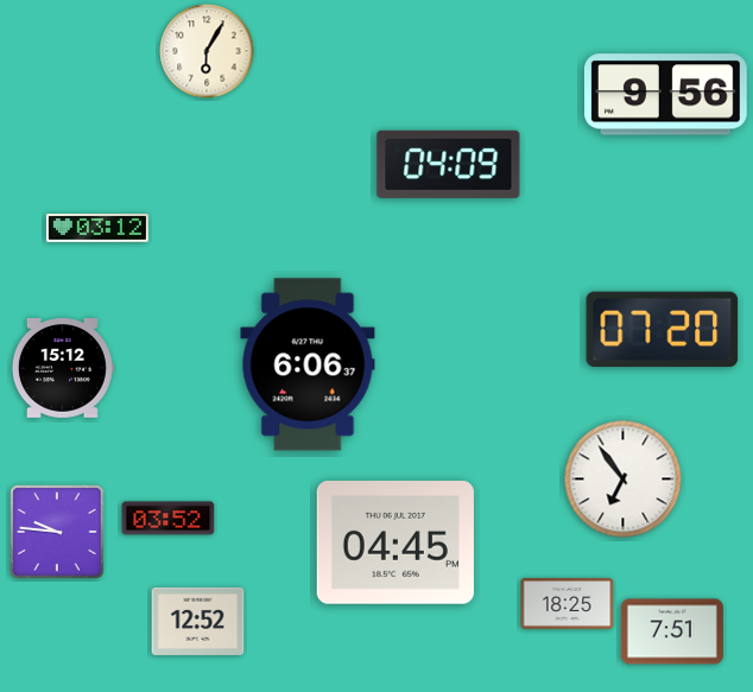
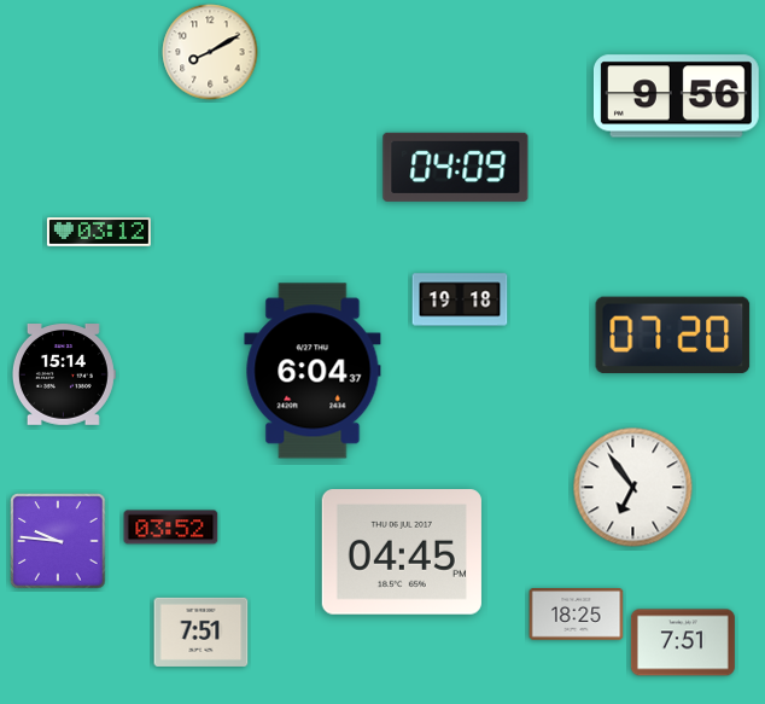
clock at (207, 51): 6:05 -> 8:10
clock at (460, 299): none -> 19:18
clock at (308, 364): 6:06 -> 6:04
clock at (62, 369): 15:12 -> 15:14
clock at (198, 621): 12:52 -> 7:51
